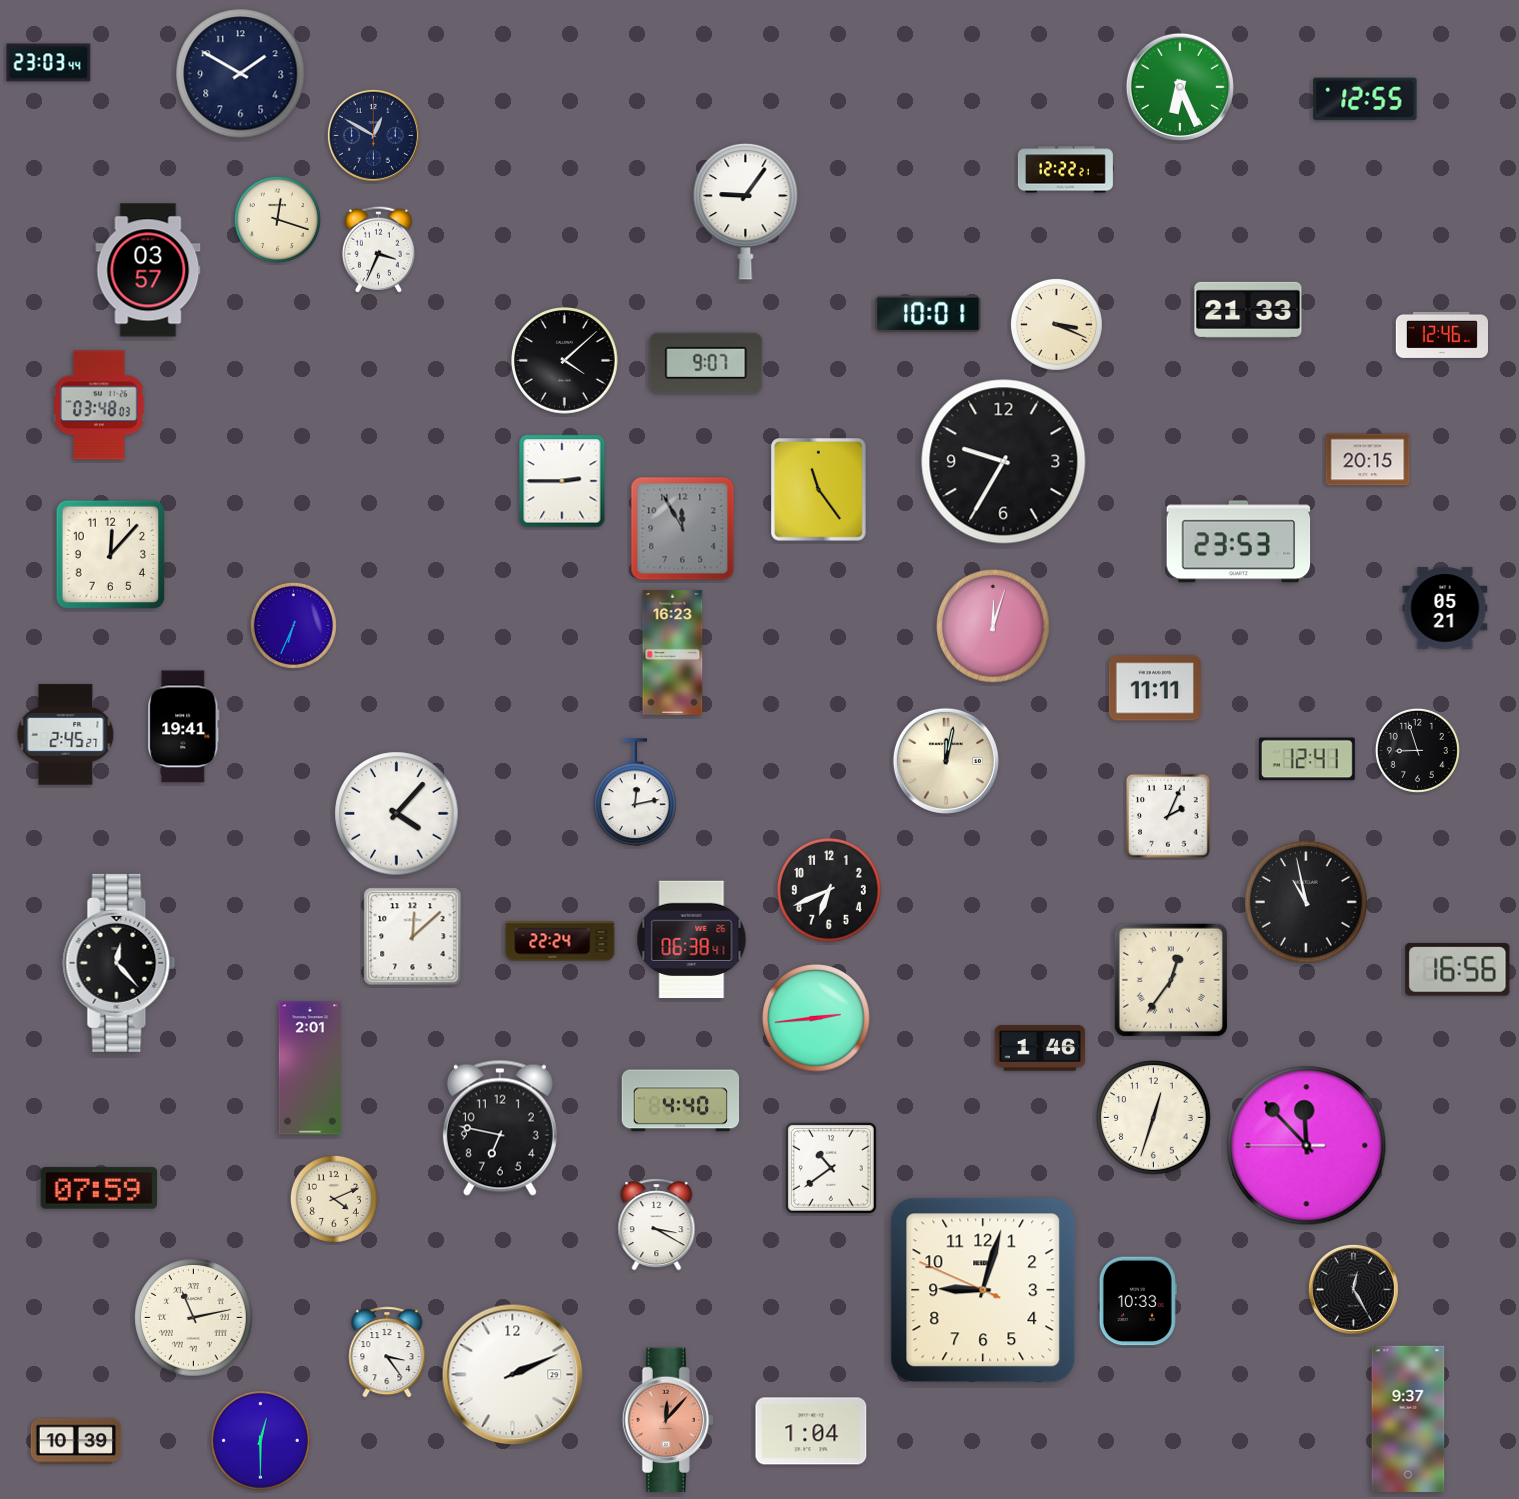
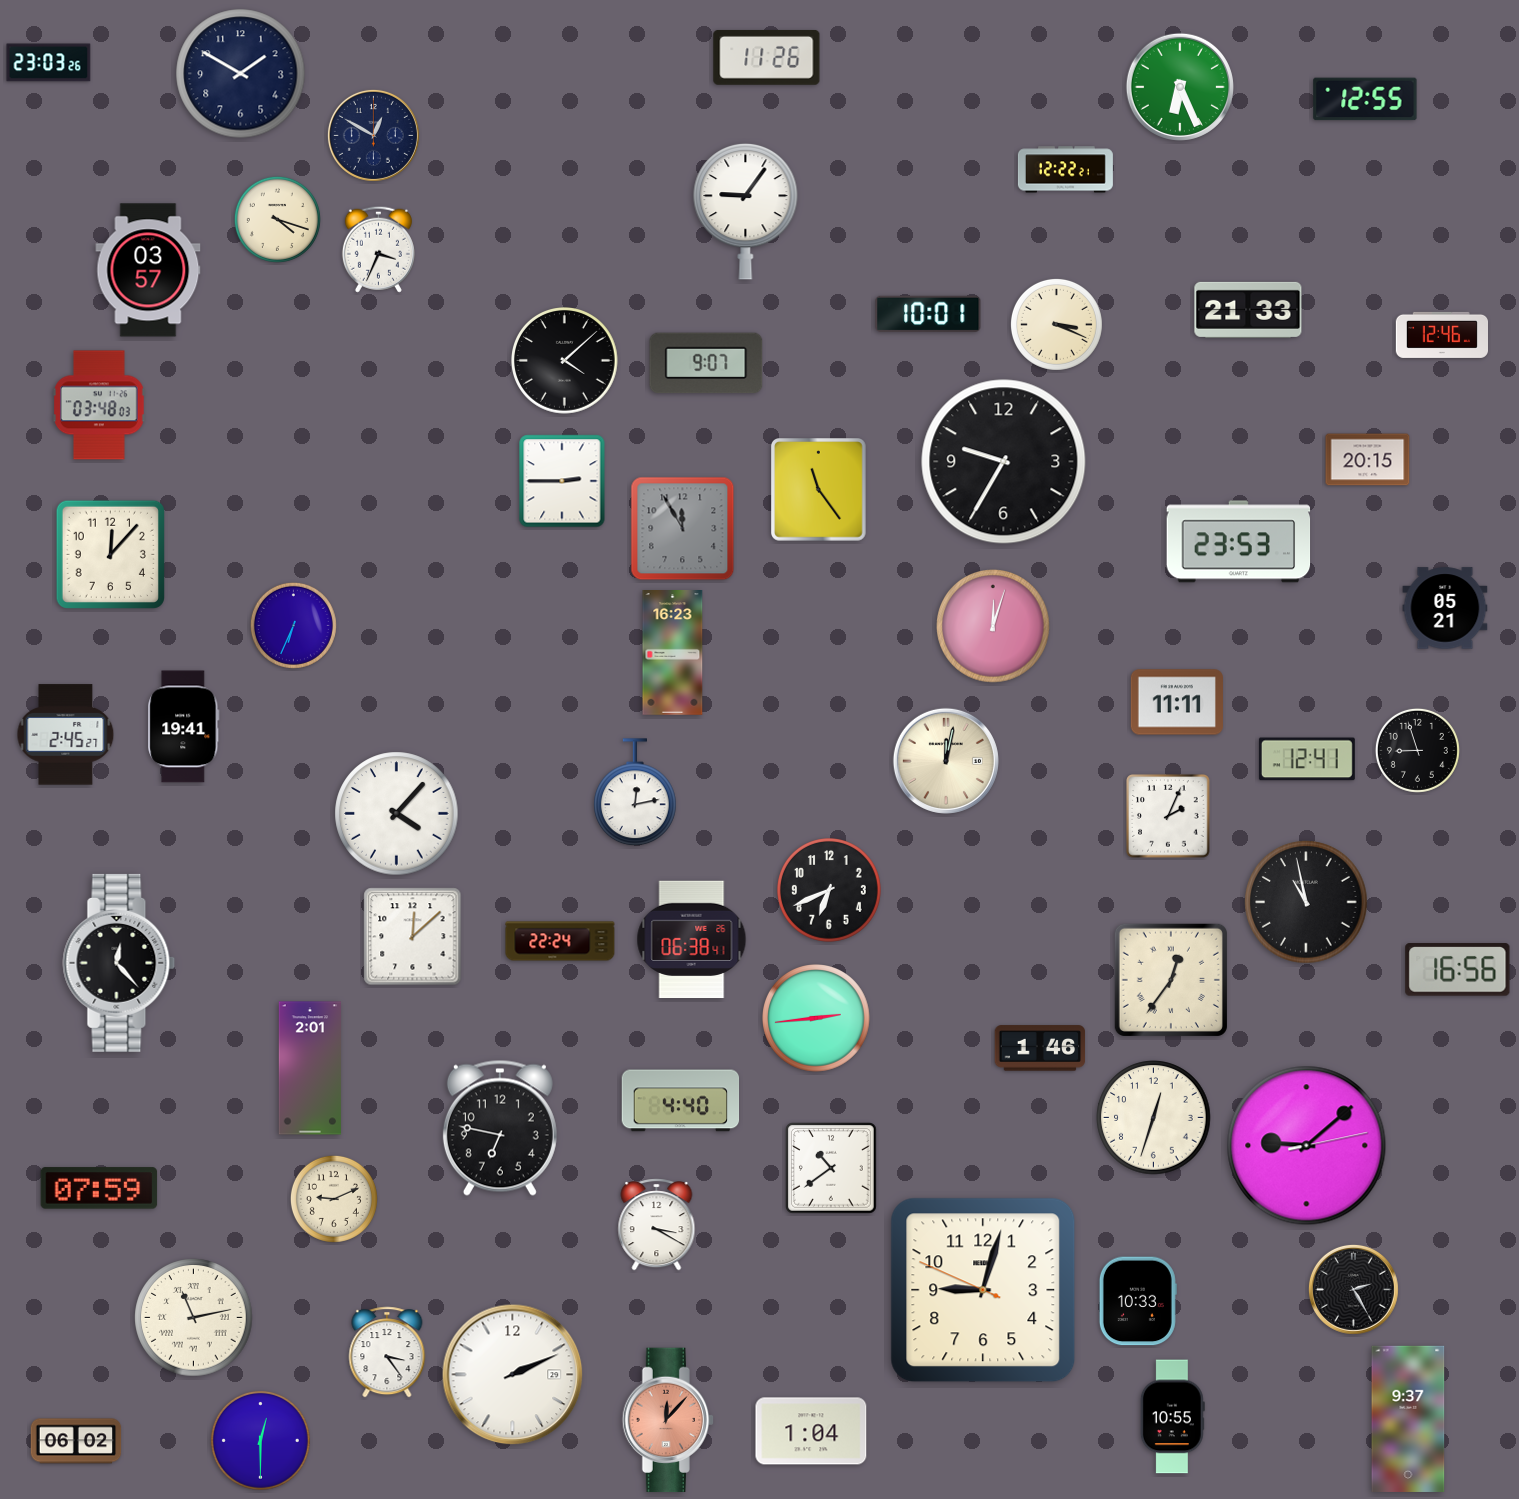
clock at (767, 57): none -> 11:26
clock at (49, 63): 23:03:44 -> 23:03:26
clock at (277, 219): 12:18 -> 4:18
clock at (1155, 688) position: (1155, 688) -> (1177, 702)
clock at (1307, 1146): 11:52 -> 9:08
clock at (334, 1199): 4:11 -> 9:11
clock at (1353, 1289): 12:25 -> 2:25
clock at (1172, 1417): none -> 10:55
clock at (76, 1441): 10:39 -> 06:02
